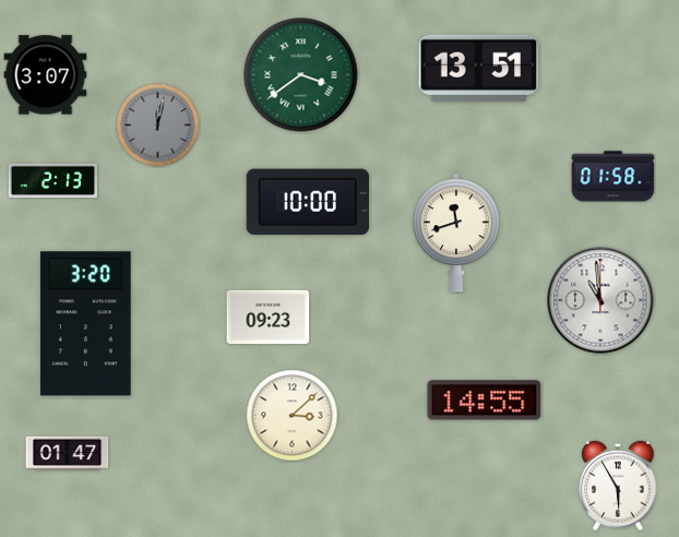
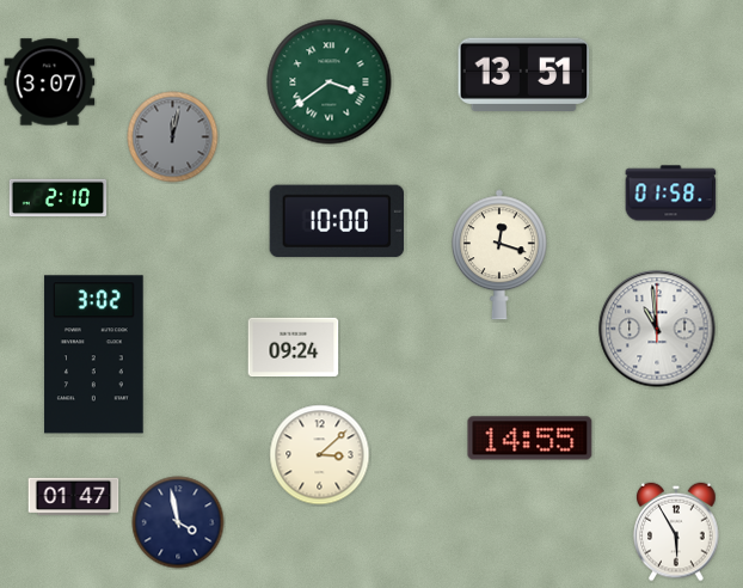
clock at (52, 181): 2:13 -> 2:10
clock at (456, 232): 11:42 -> 12:18
clock at (269, 318): 09:23 -> 09:24
clock at (86, 324): 3:20 -> 3:02
clock at (178, 522): none -> 3:58
